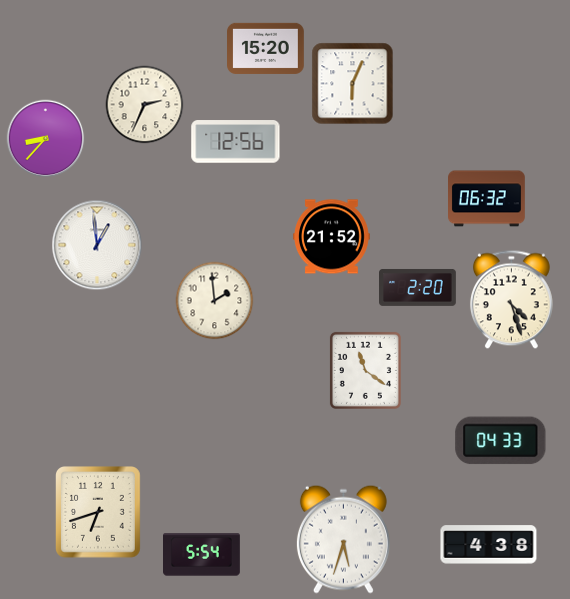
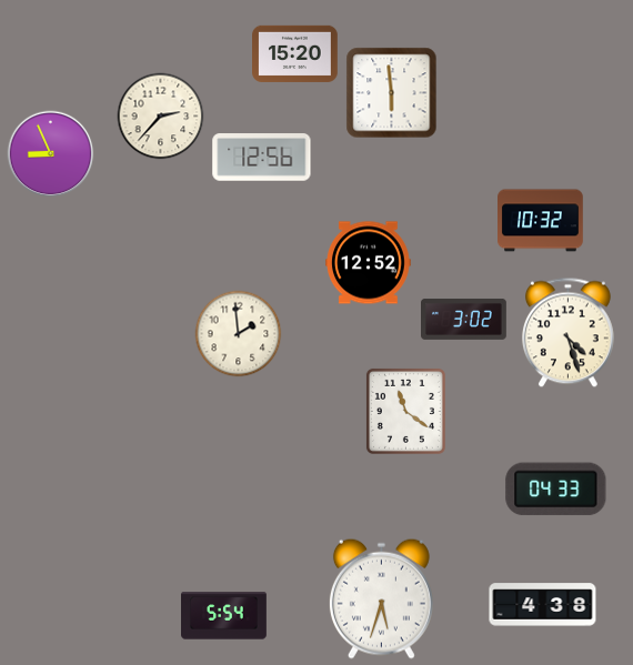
clock at (352, 83): 6:04 -> 5:59
clock at (144, 104): 2:34 -> 2:37
clock at (45, 138): 8:37 -> 8:56
clock at (487, 199): 06:32 -> 10:32
clock at (332, 237): 21:52 -> 12:52
clock at (97, 245): 12:59 -> none
clock at (418, 287): 2:20 -> 3:02
clock at (99, 513): 6:42 -> none
